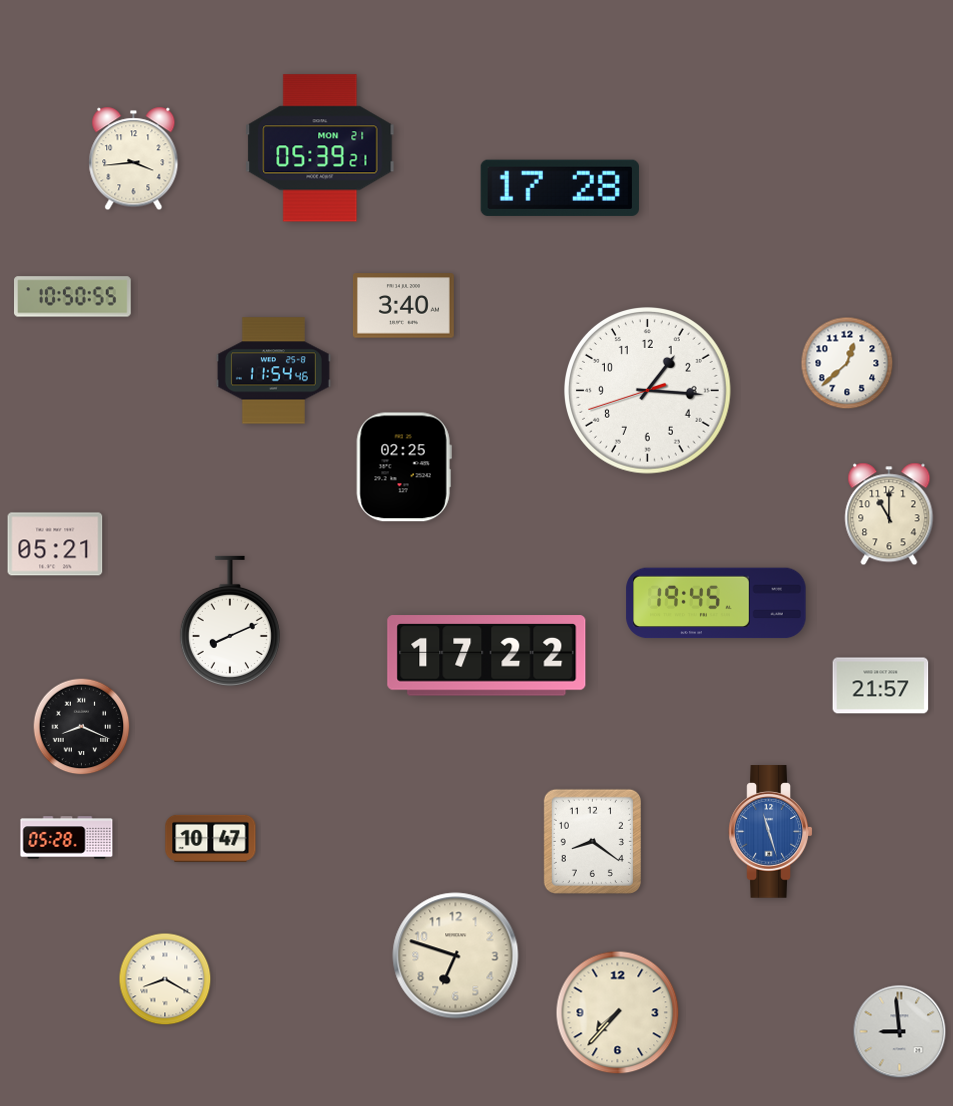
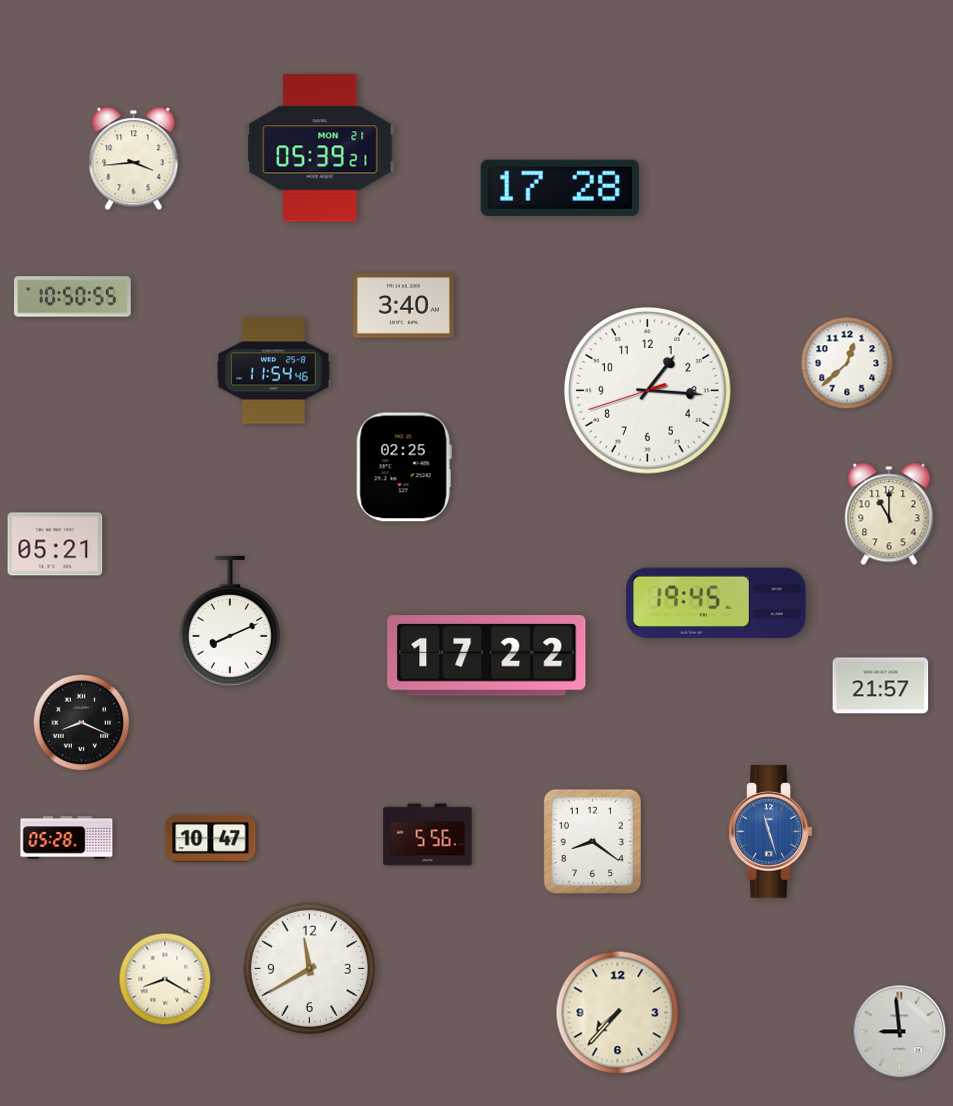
clock at (82, 727) position: (82, 727) -> (82, 723)
clock at (428, 835): none -> 5:56
clock at (456, 956): 6:48 -> none
clock at (309, 968): none -> 11:40
